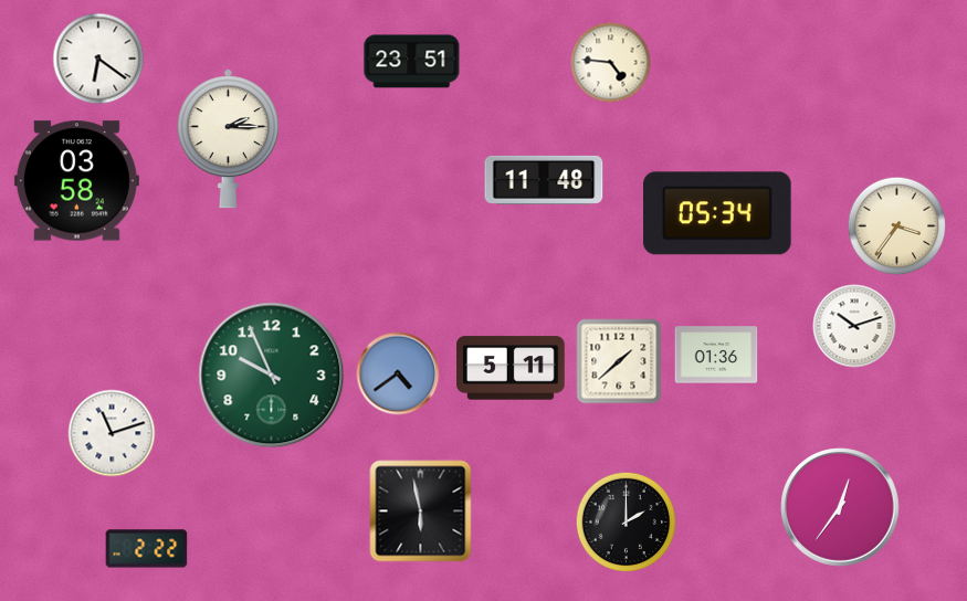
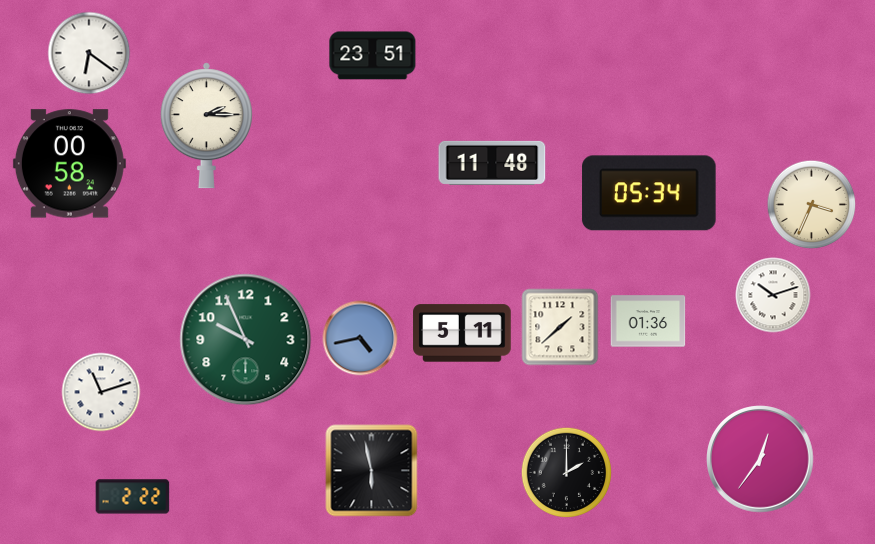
clock at (611, 63): 4:46 -> none
clock at (76, 181): 03:58 -> 00:58
clock at (897, 226): 3:36 -> 3:34
clock at (398, 373): 4:39 -> 4:43
clock at (421, 512) position: (421, 512) -> (372, 471)
